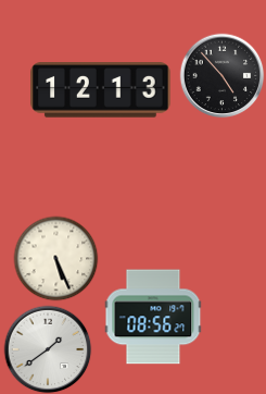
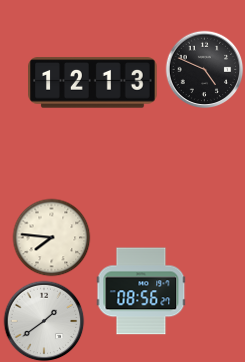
clock at (221, 75): 4:53 -> 4:49
clock at (55, 258): 5:26 -> 7:46
